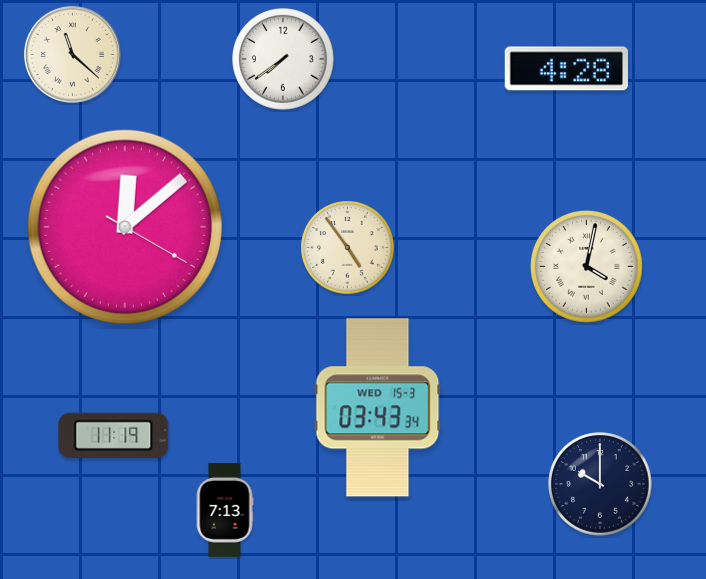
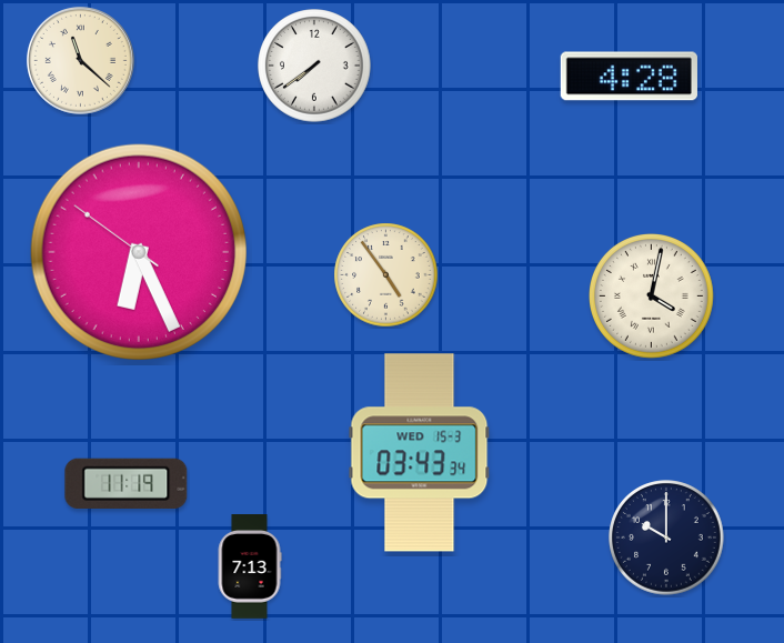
clock at (125, 227): 12:08 -> 6:25
